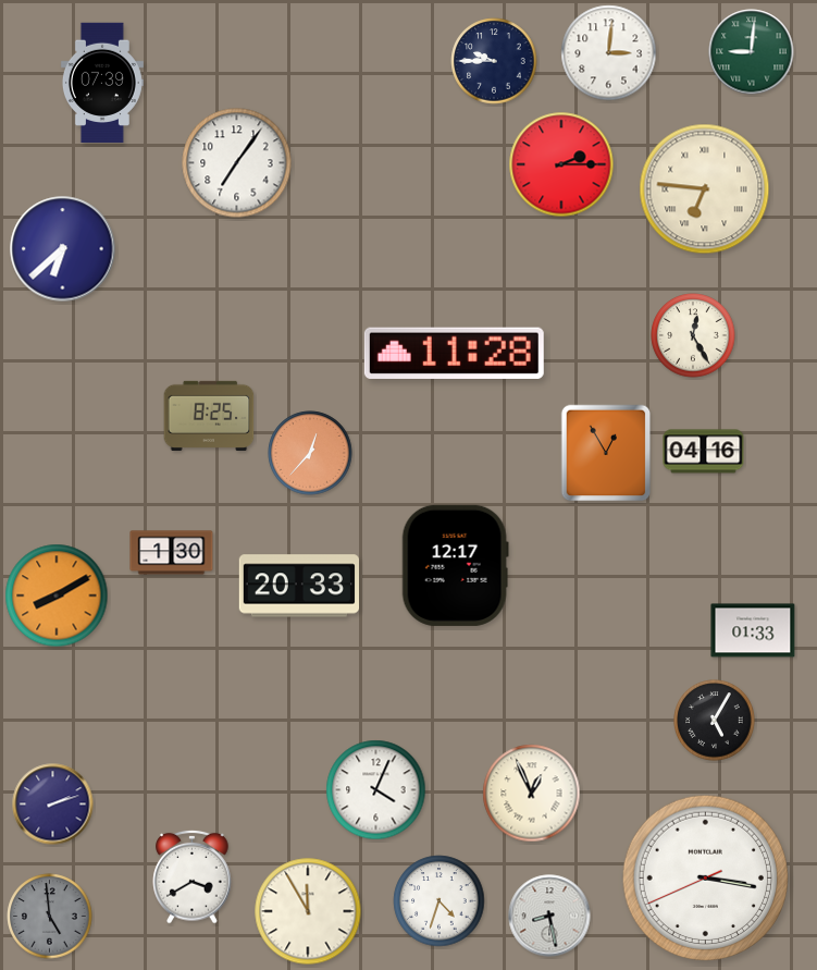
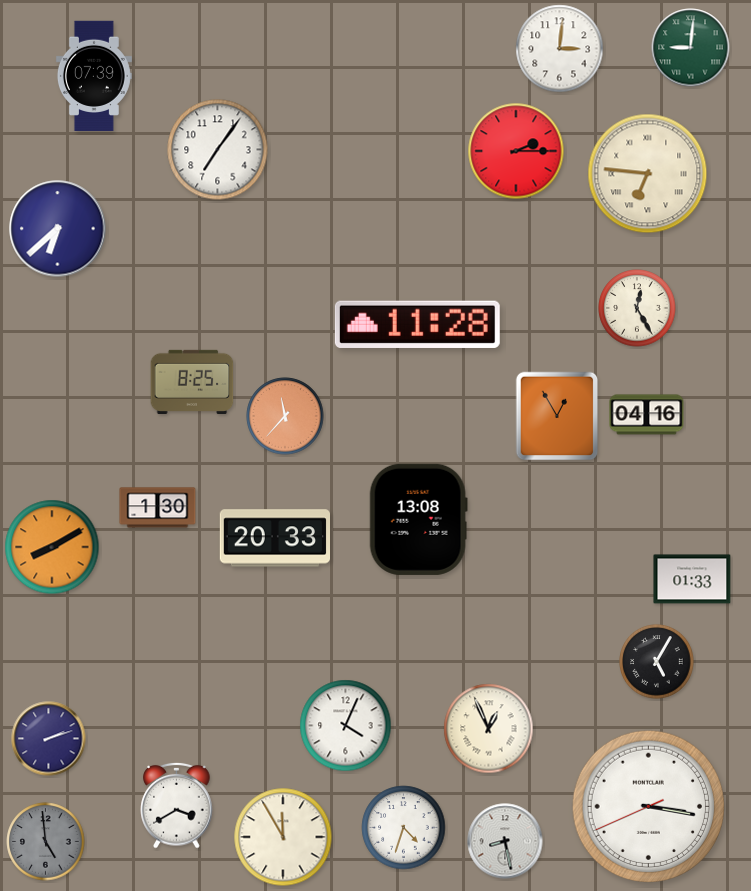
clock at (494, 61): 9:45 -> none
clock at (310, 453): 12:37 -> 11:37
clock at (455, 565): 12:17 -> 13:08
